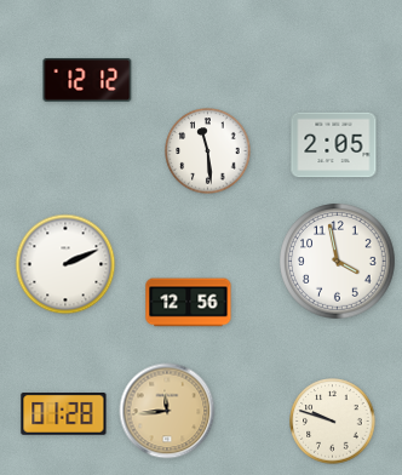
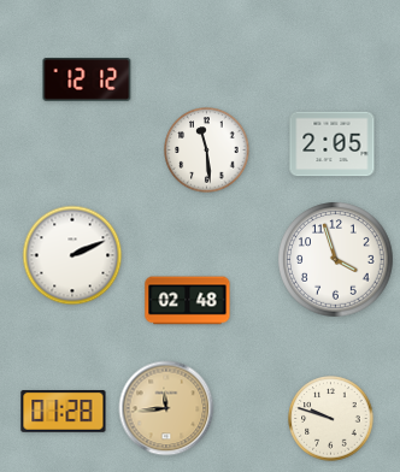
clock at (338, 262): 3:58 -> 3:57
clock at (65, 264) position: (65, 264) -> (72, 255)
clock at (189, 303): 12:56 -> 02:48
